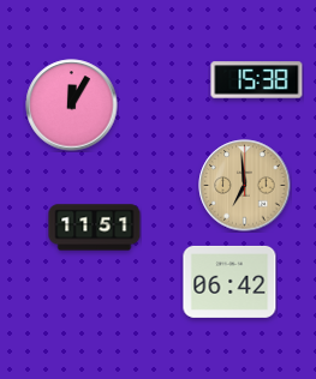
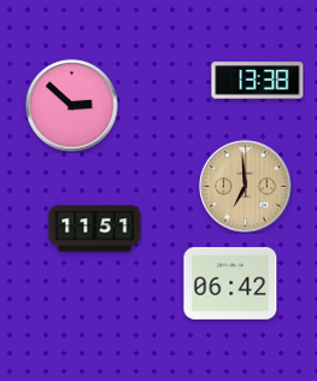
clock at (257, 80): 15:38 -> 13:38
clock at (72, 106): 12:05 -> 2:52
